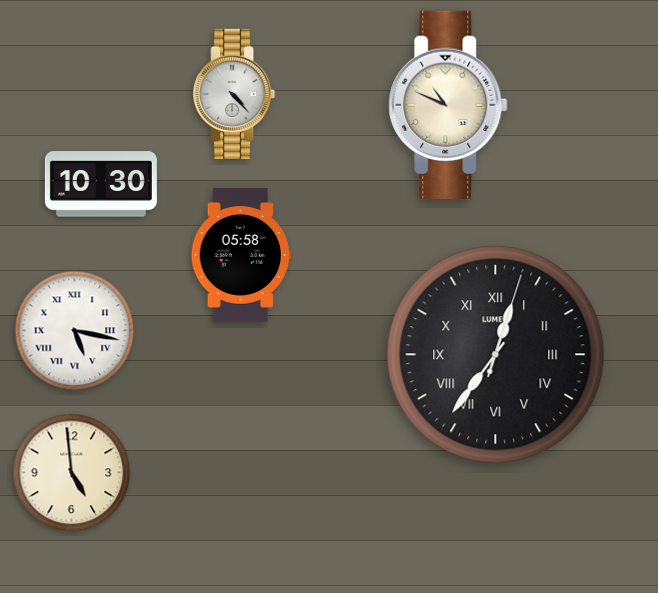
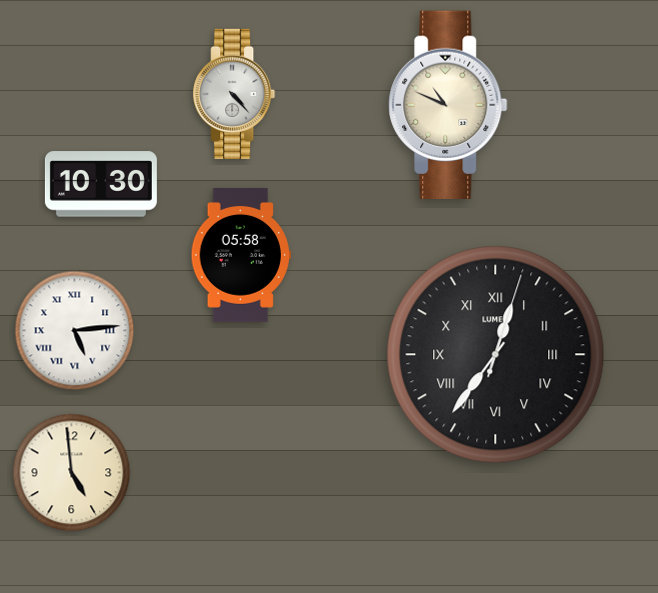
clock at (75, 331): 5:17 -> 5:14
